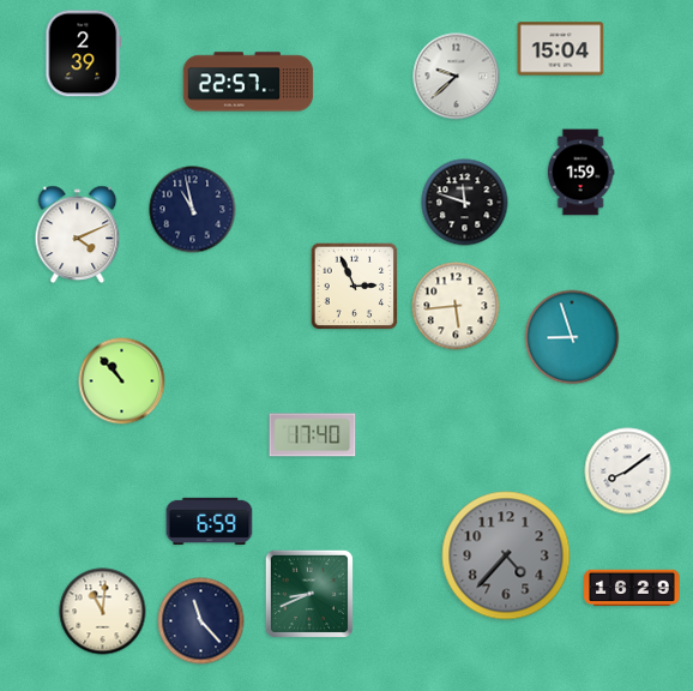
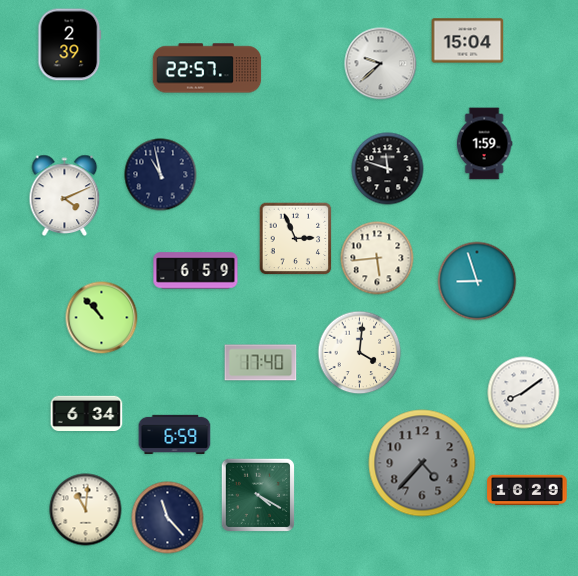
clock at (456, 306) position: (456, 306) -> (377, 258)
clock at (196, 271): none -> 6:59
clock at (360, 353): none -> 4:01
clock at (87, 413): none -> 6:34
clock at (308, 593): 8:41 -> 4:20
